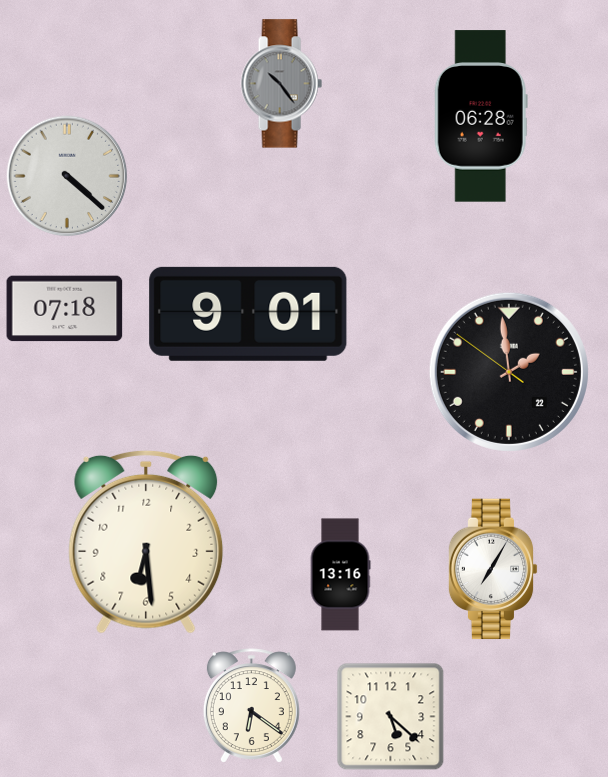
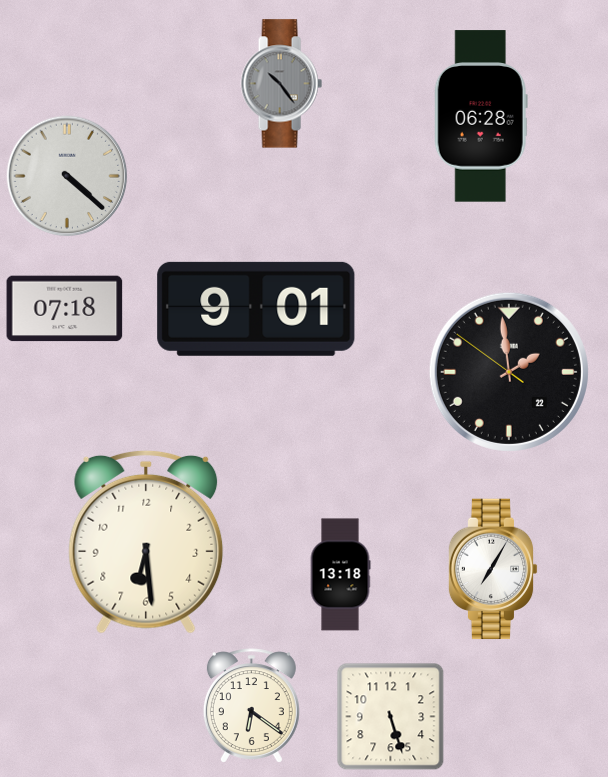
clock at (248, 314) position: (248, 314) -> (256, 309)
clock at (340, 575): 13:16 -> 13:18
clock at (391, 717): 5:22 -> 5:27
